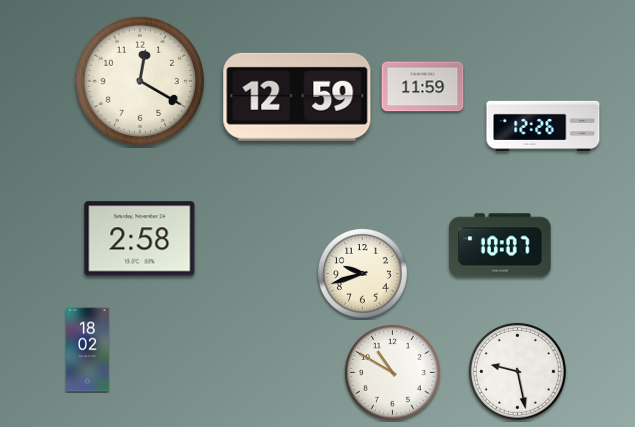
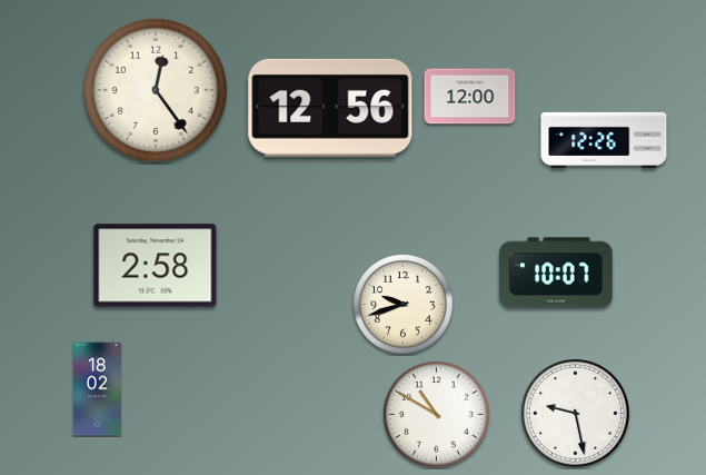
clock at (140, 81): 12:20 -> 12:24
clock at (423, 87): 11:59 -> 12:00
clock at (297, 97): 12:59 -> 12:56
